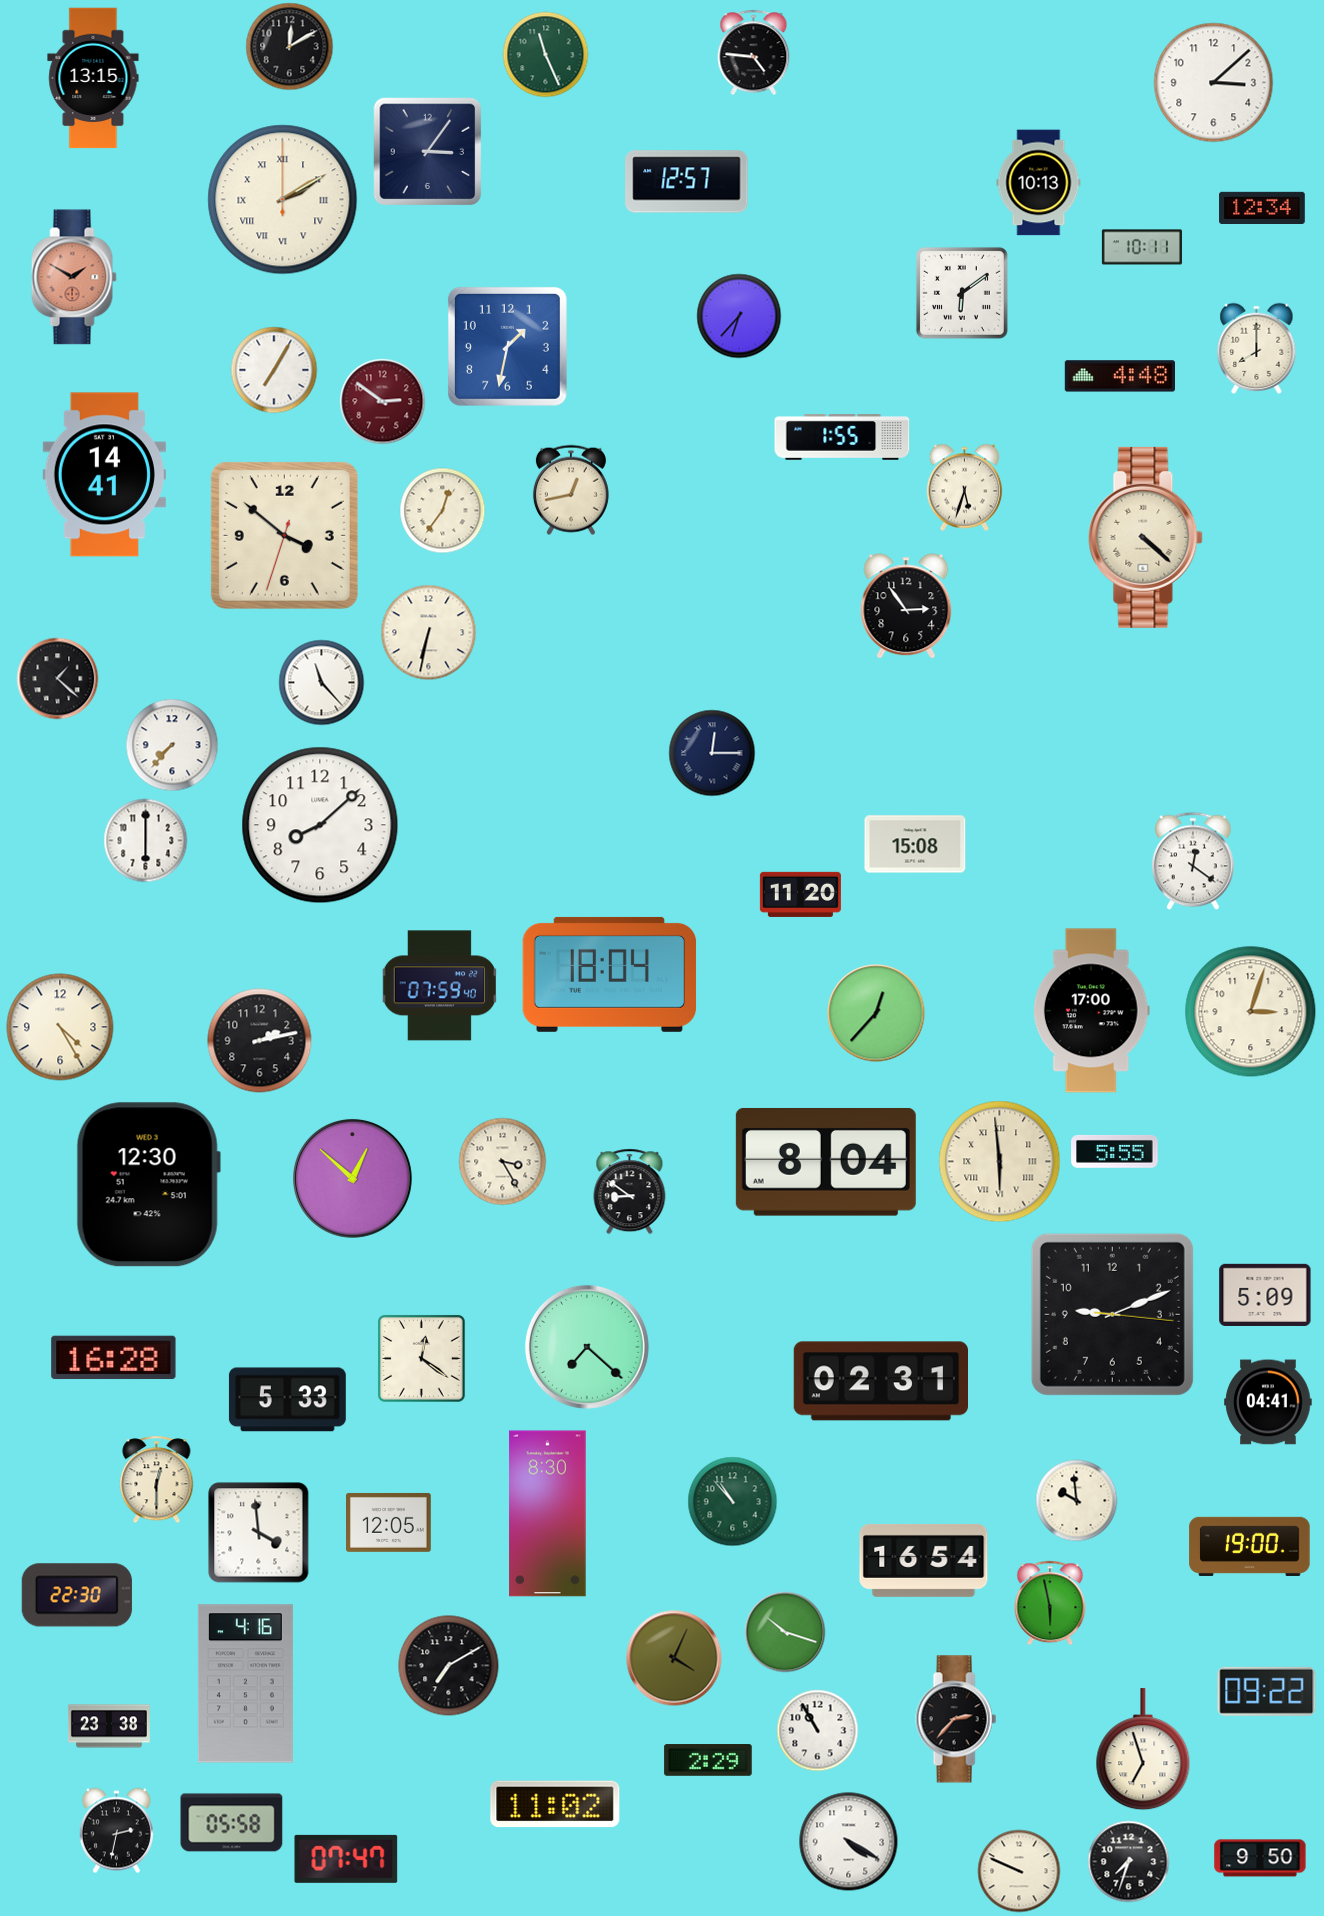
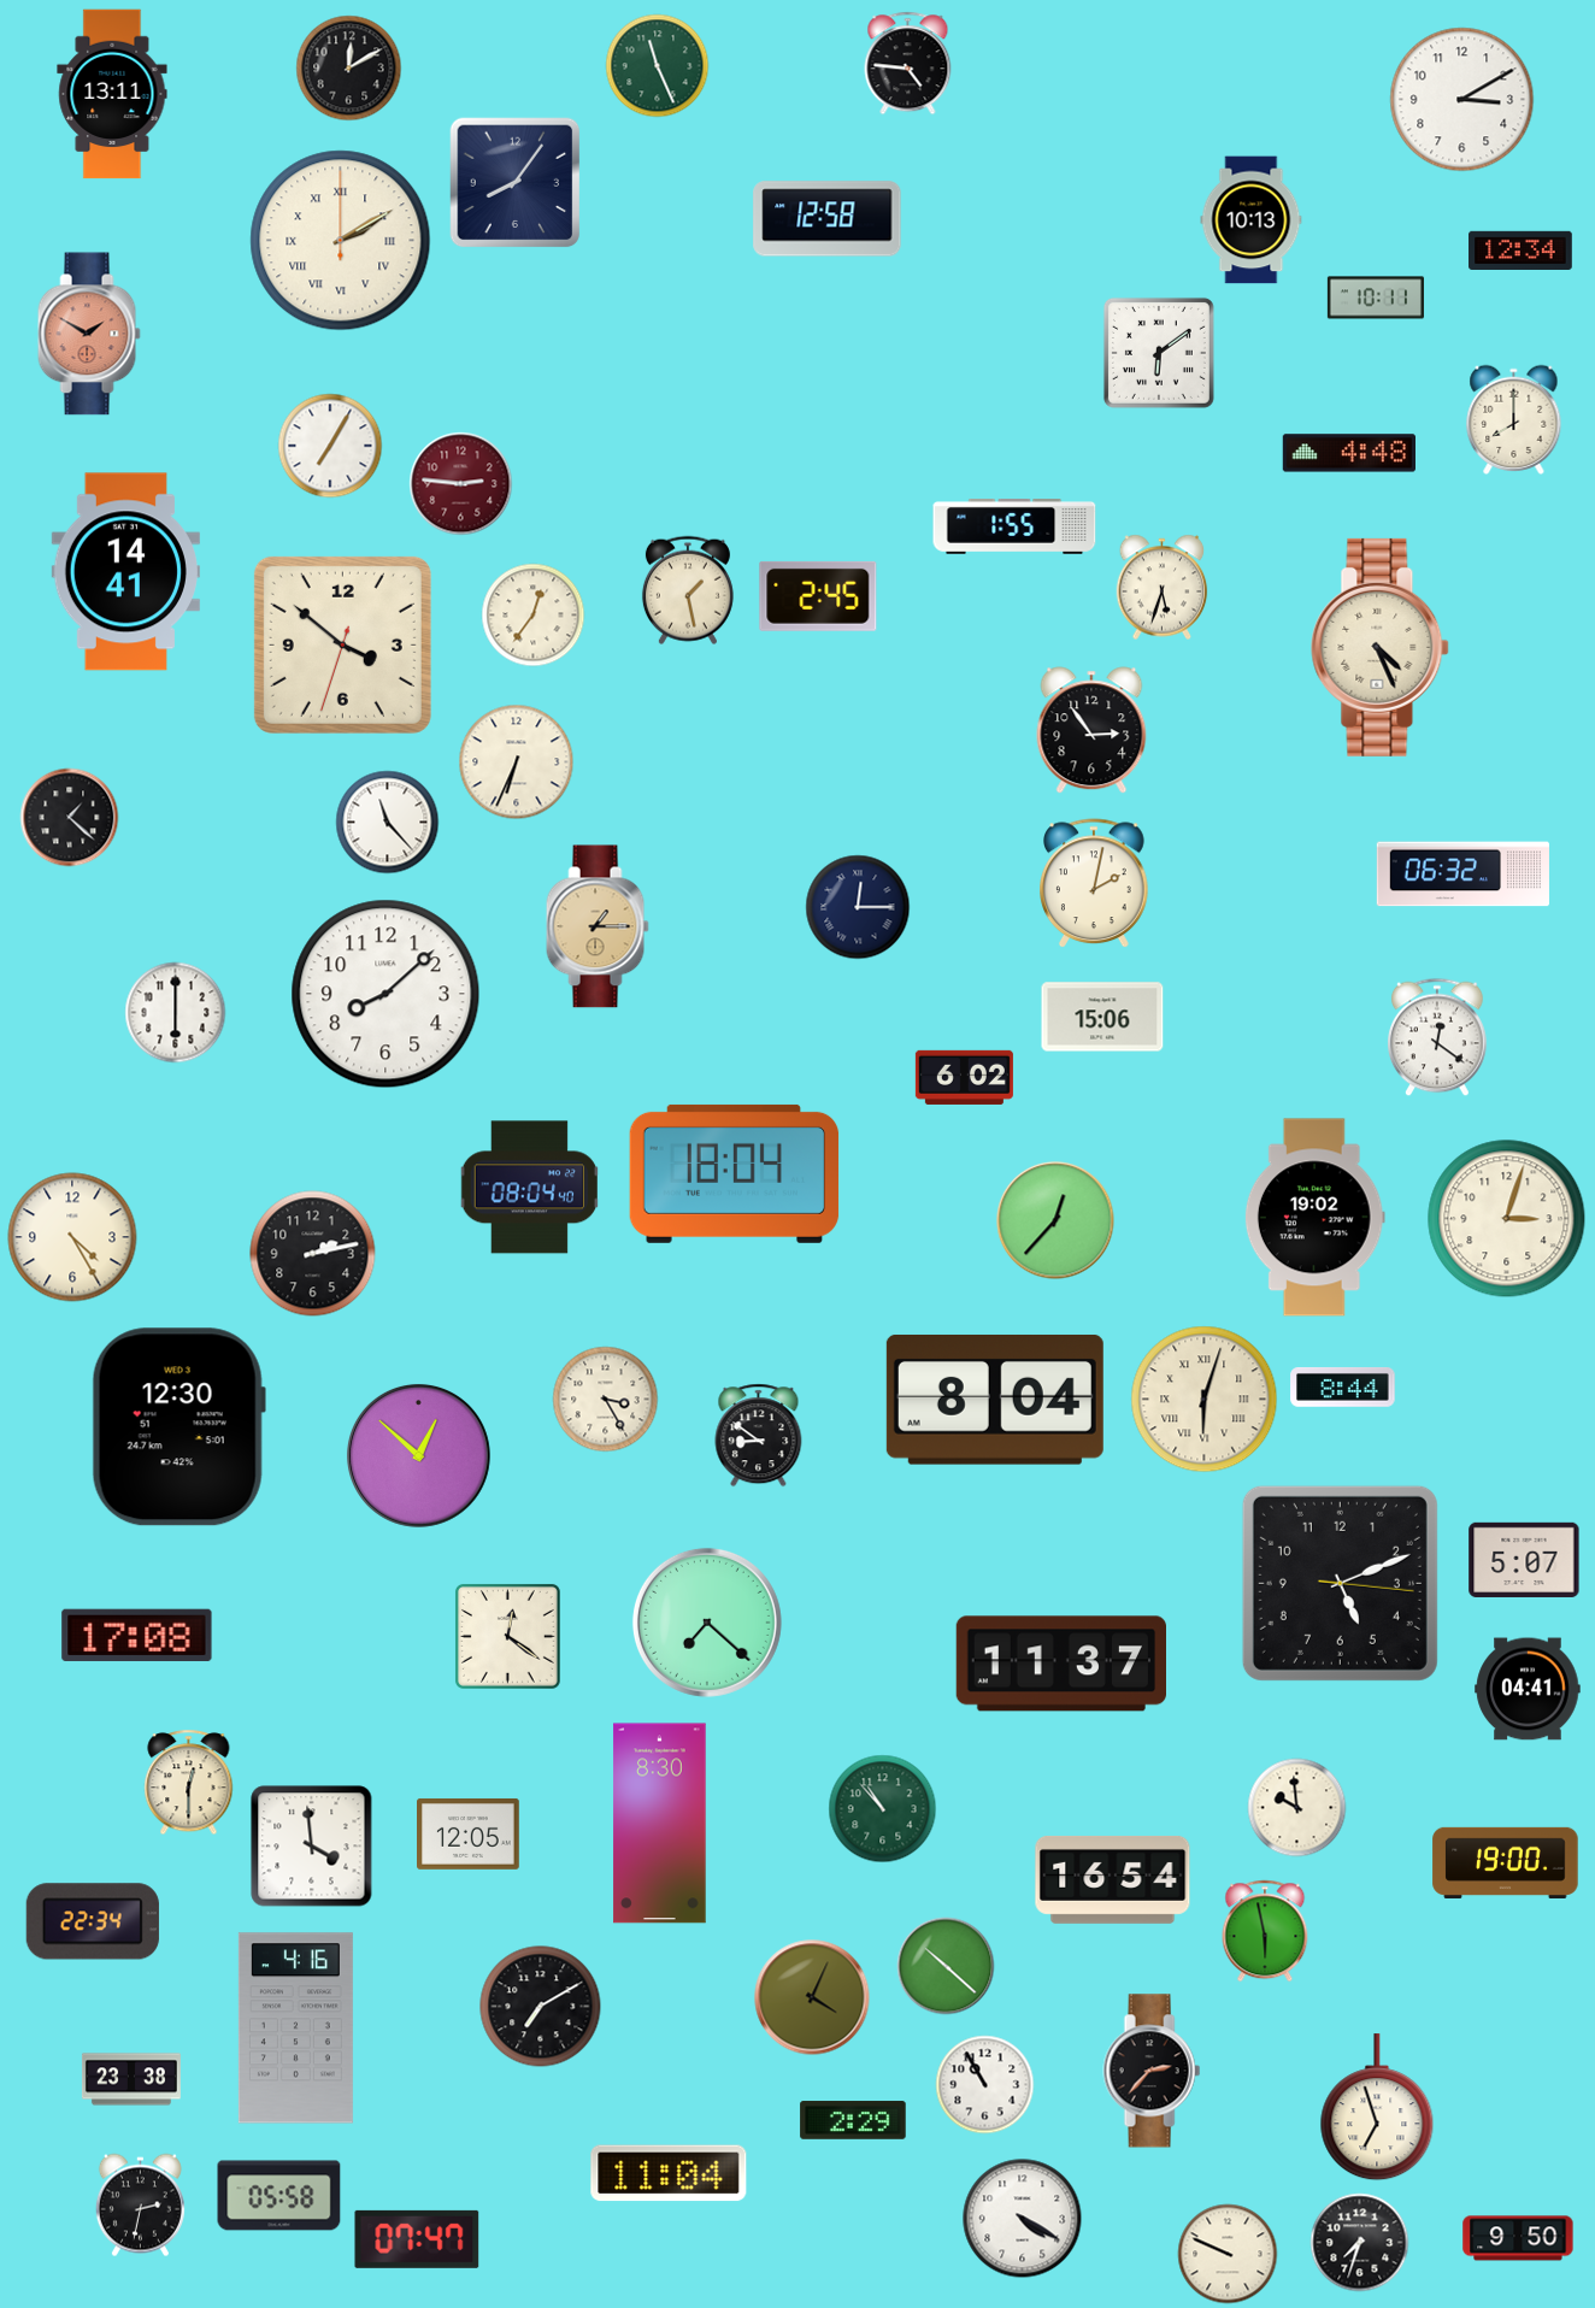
clock at (290, 47) position: (290, 47) -> (349, 69)
clock at (93, 78): 13:15 -> 13:11
clock at (1214, 83): 3:08 -> 3:10
clock at (428, 152): 3:06 -> 8:06
clock at (687, 182): 12:57 -> 12:58
clock at (739, 316): 6:37 -> none
clock at (507, 346): 1:32 -> none
clock at (383, 402): 2:51 -> 2:46
clock at (571, 490): 12:43 -> 1:28
clock at (818, 596): none -> 2:45
clock at (1146, 537): 4:22 -> 4:26
clock at (429, 633): 6:32 -> 6:34
clock at (1462, 875): none -> 06:32
clock at (1095, 884): none -> 2:02
clock at (172, 745): 7:37 -> none
clock at (598, 926): none -> 1:15
clock at (915, 844): 15:08 -> 15:06
clock at (800, 894): 11:20 -> 6:02
clock at (439, 986): 07:59 -> 08:04
clock at (1091, 1011): 17:00 -> 19:02
clock at (1115, 1152): 5:55 -> 8:44
clock at (1000, 1162): 5:59 -> 6:03
clock at (353, 1179) position: (353, 1179) -> (419, 1456)
clock at (1265, 1295): 5:09 -> 5:07
clock at (1112, 1314): 9:11 -> 5:11
clock at (114, 1358): 16:28 -> 17:08
clock at (880, 1381): 02:31 -> 11:37
clock at (287, 1400): 5:33 -> none
clock at (77, 1595): 22:30 -> 22:34
clock at (785, 1632): 10:18 -> 10:22
clock at (1267, 1691): 09:22 -> none
clock at (555, 1804): 11:02 -> 11:04
